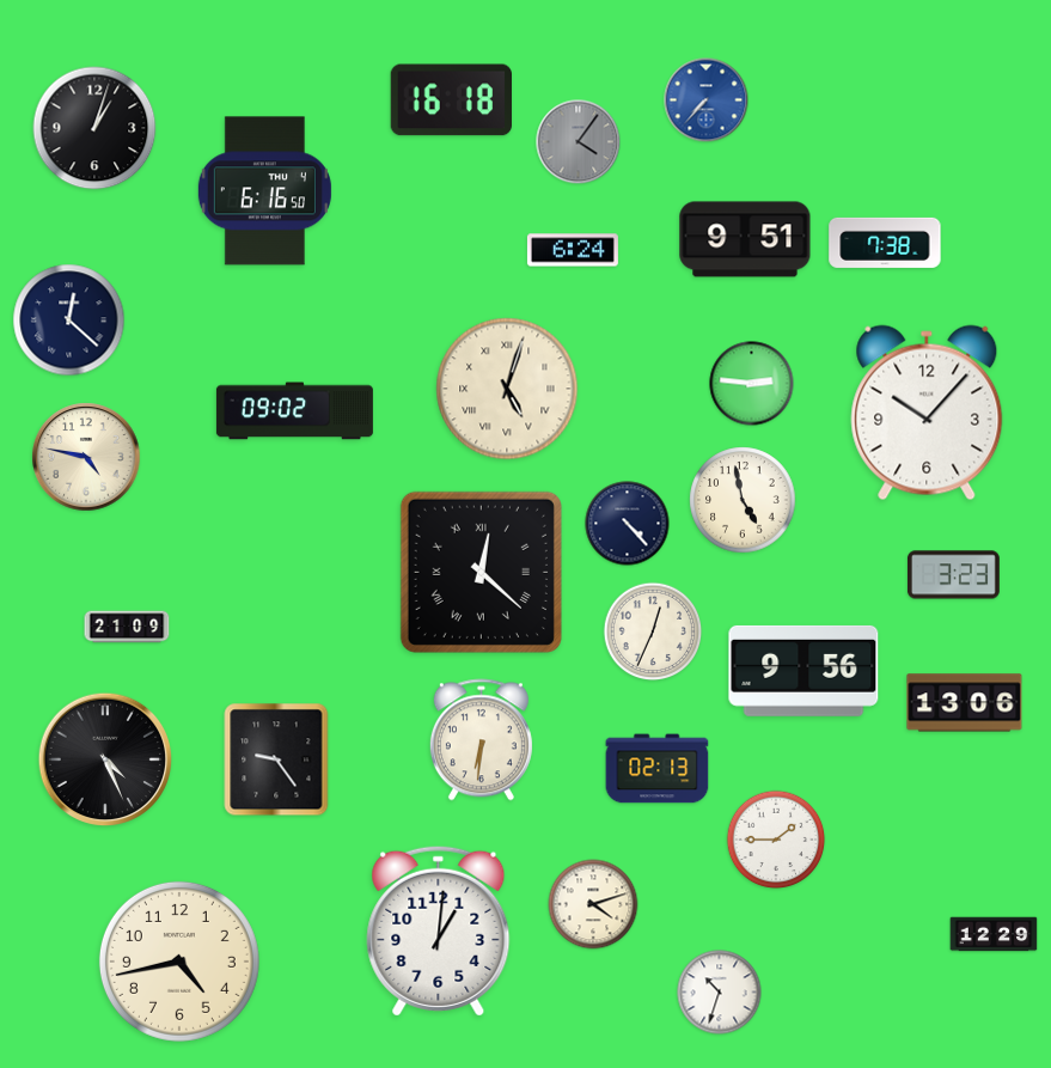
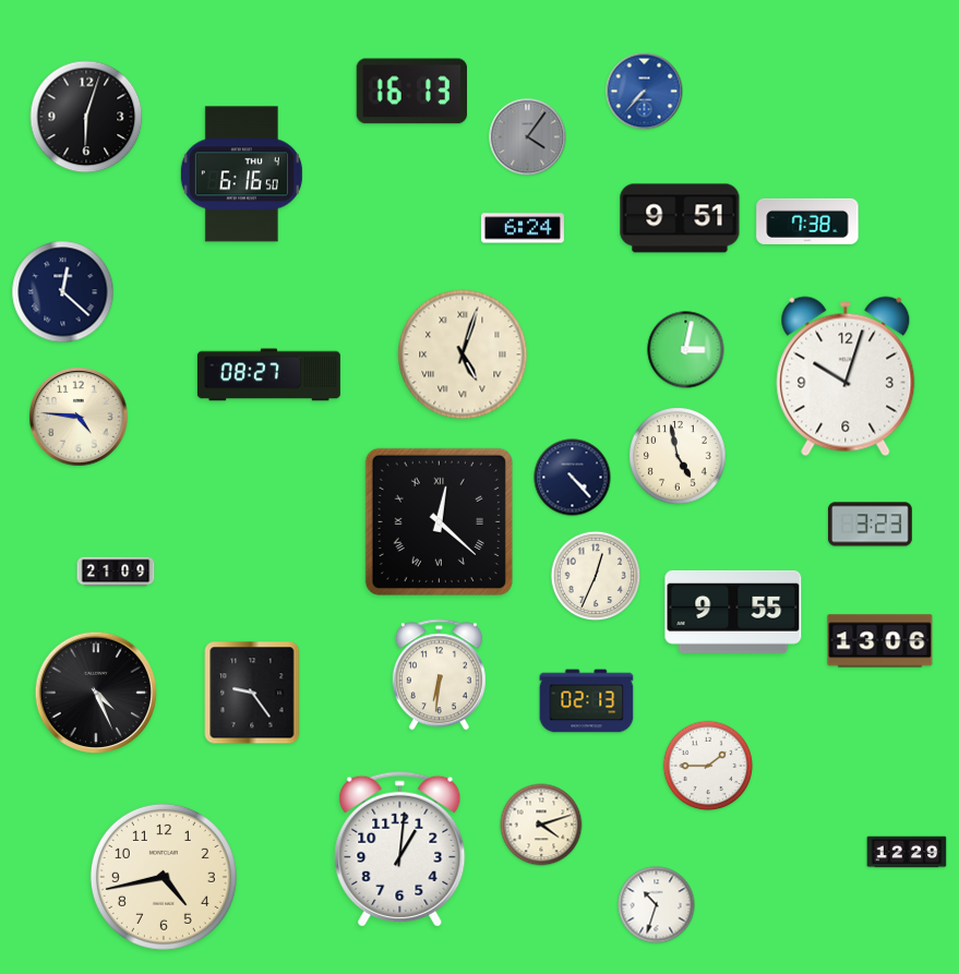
clock at (451, 100): 16:18 -> 16:13
clock at (94, 128): 1:03 -> 6:03
clock at (579, 142) position: (579, 142) -> (528, 137)
clock at (752, 384): 2:46 -> 3:02
clock at (294, 411): 09:02 -> 08:27
clock at (927, 413): 10:07 -> 10:03
clock at (86, 457): 4:47 -> 4:46
clock at (803, 671): 9:56 -> 9:55
clock at (658, 769) position: (658, 769) -> (587, 701)
